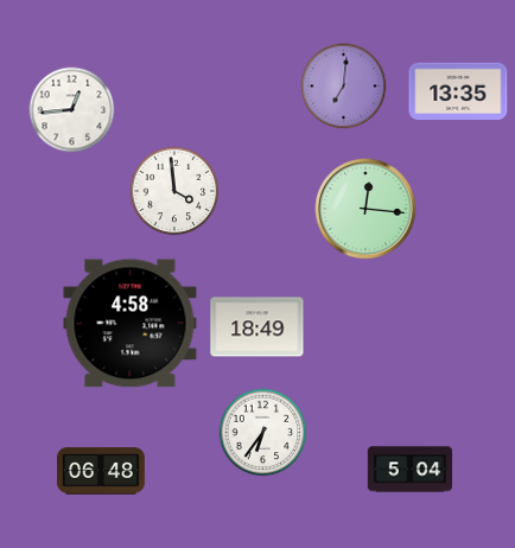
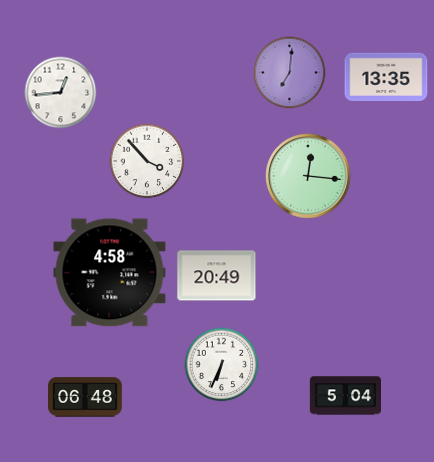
clock at (174, 191): 3:59 -> 3:53
clock at (257, 327): 18:49 -> 20:49
clock at (263, 433): 6:36 -> 6:34
